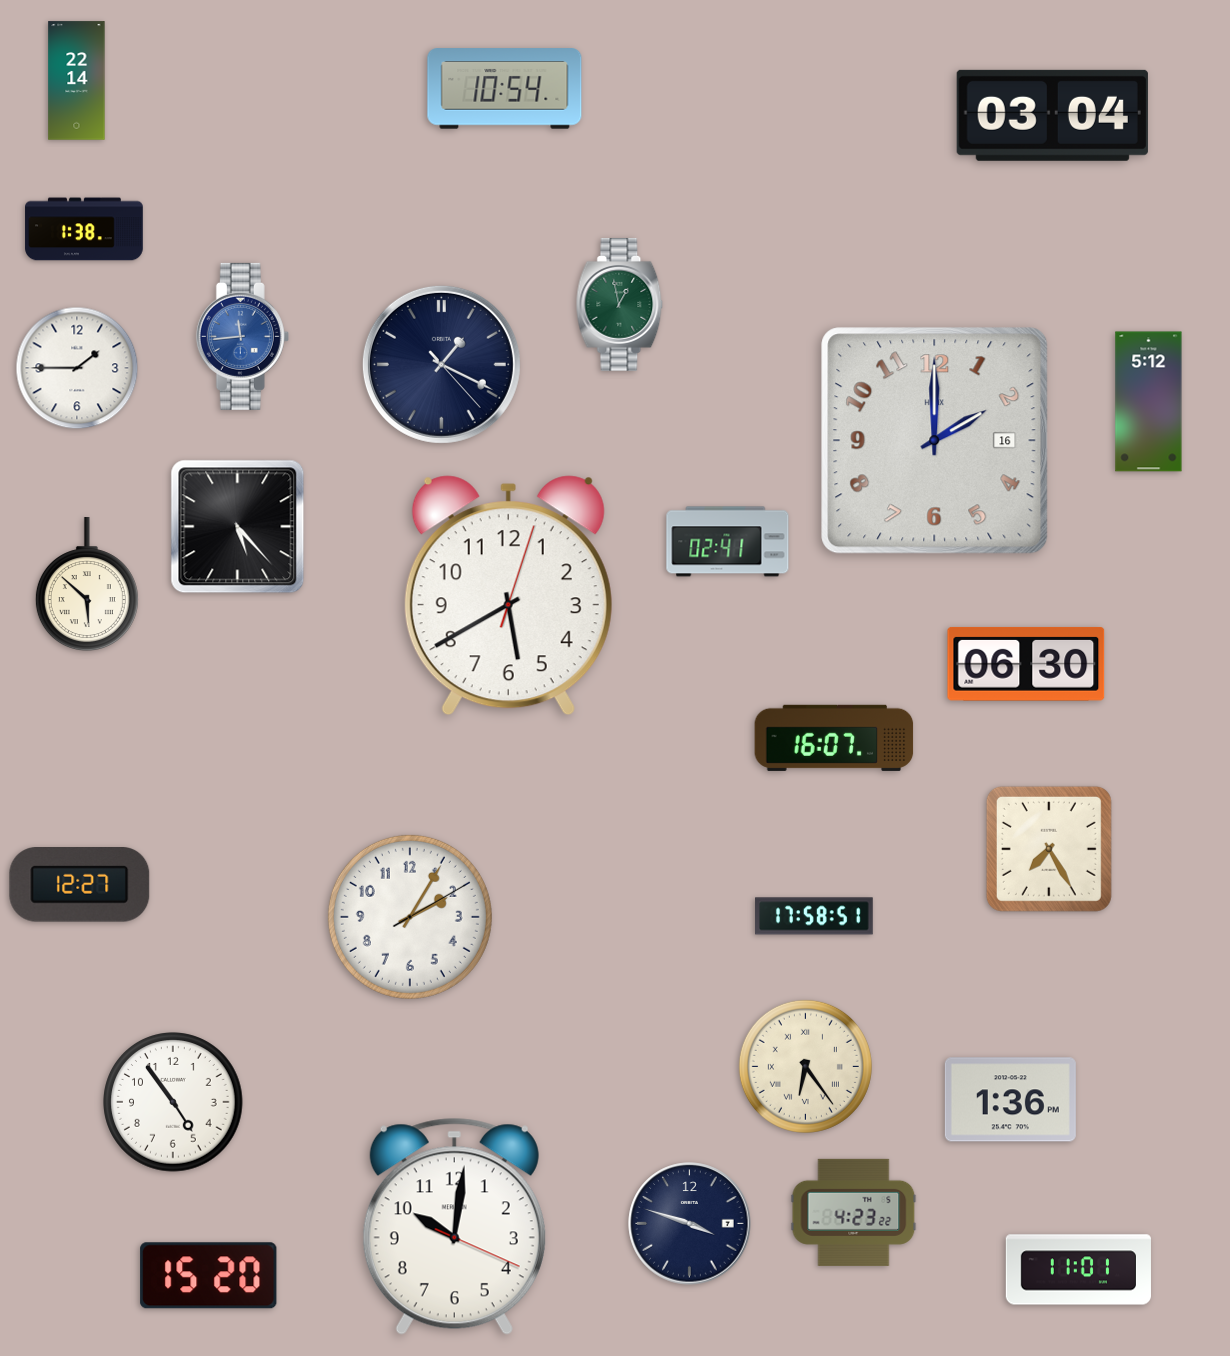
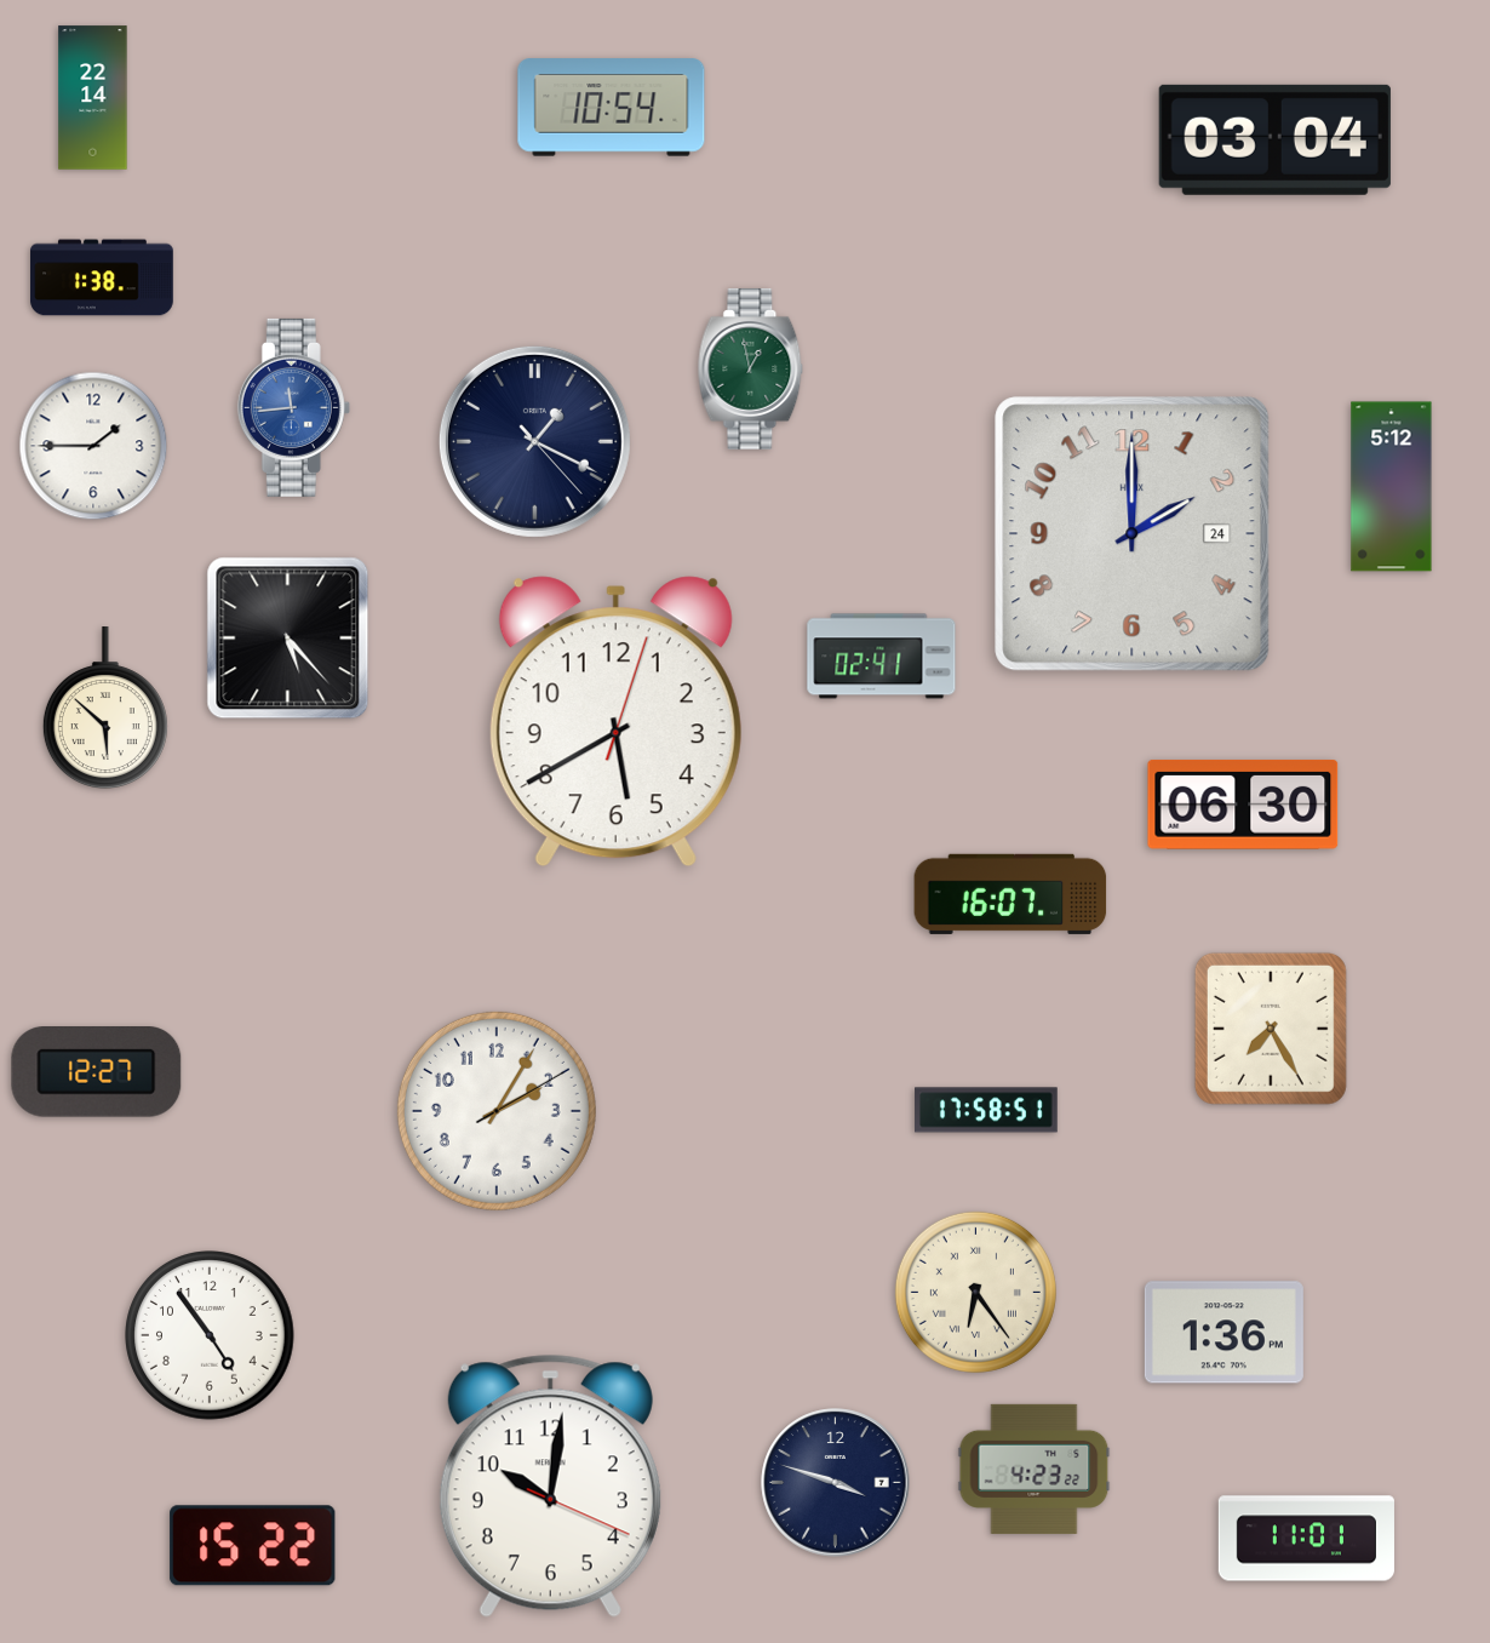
clock at (935, 441) date: 16 -> 24
clock at (209, 1276): 15:20 -> 15:22
